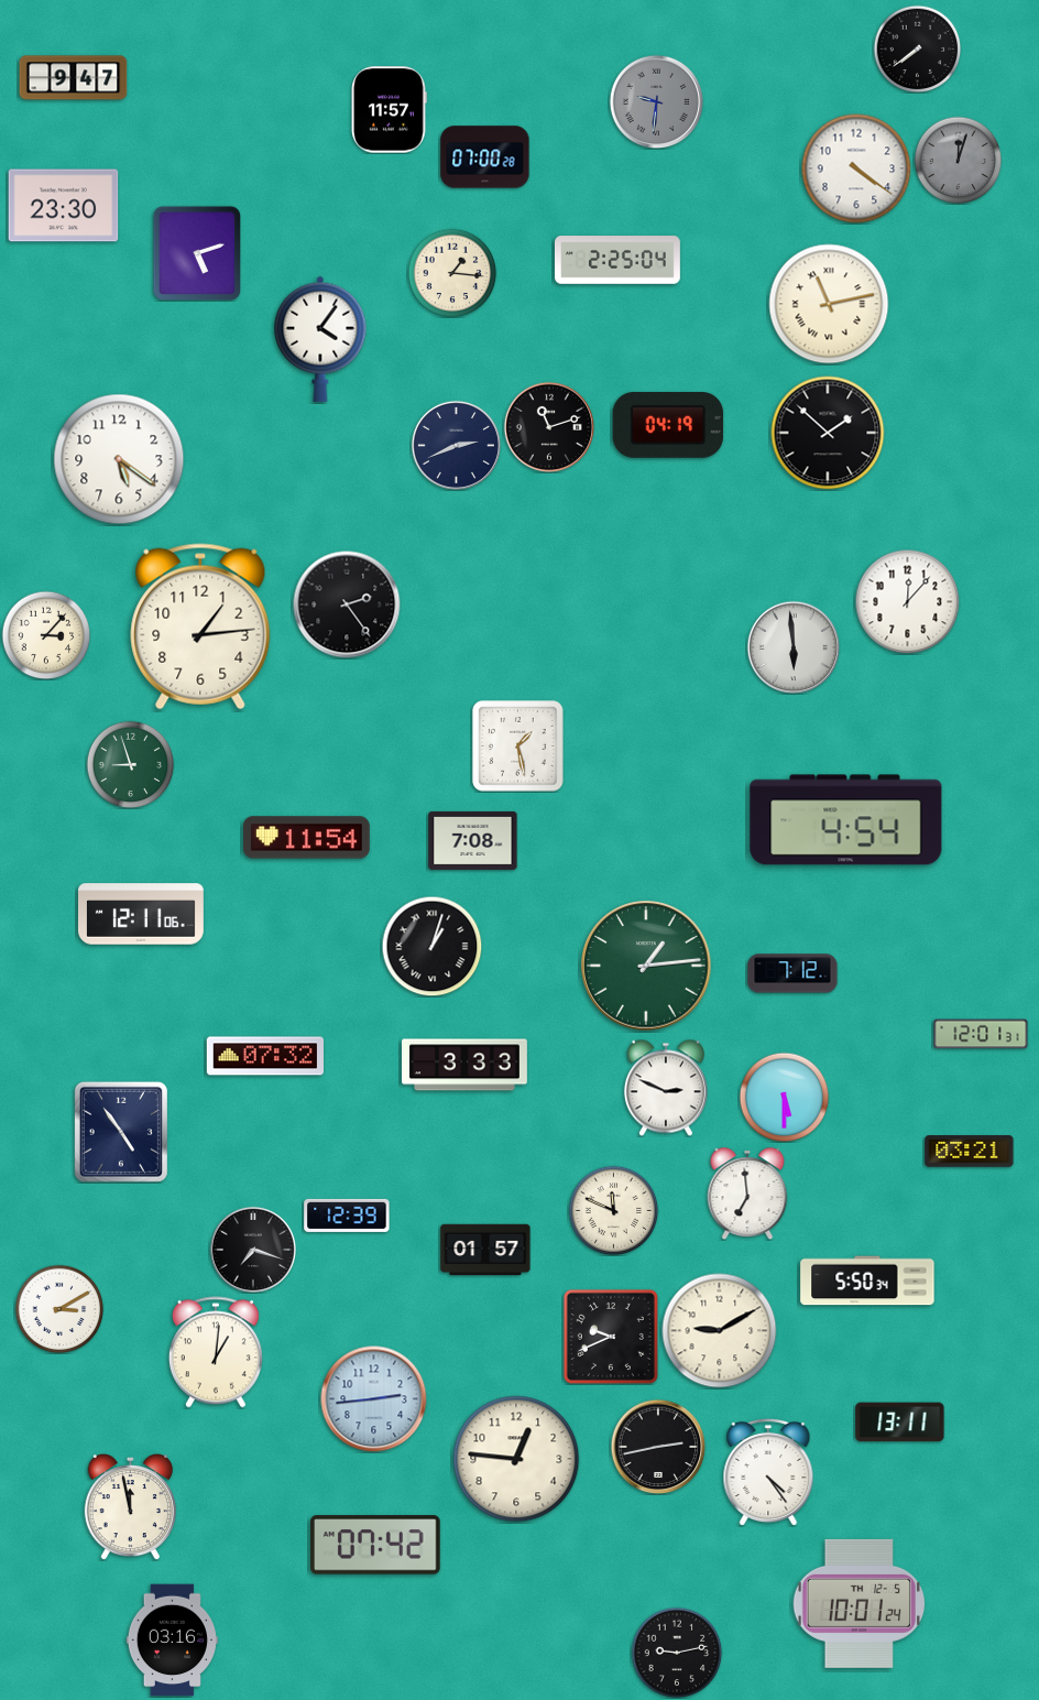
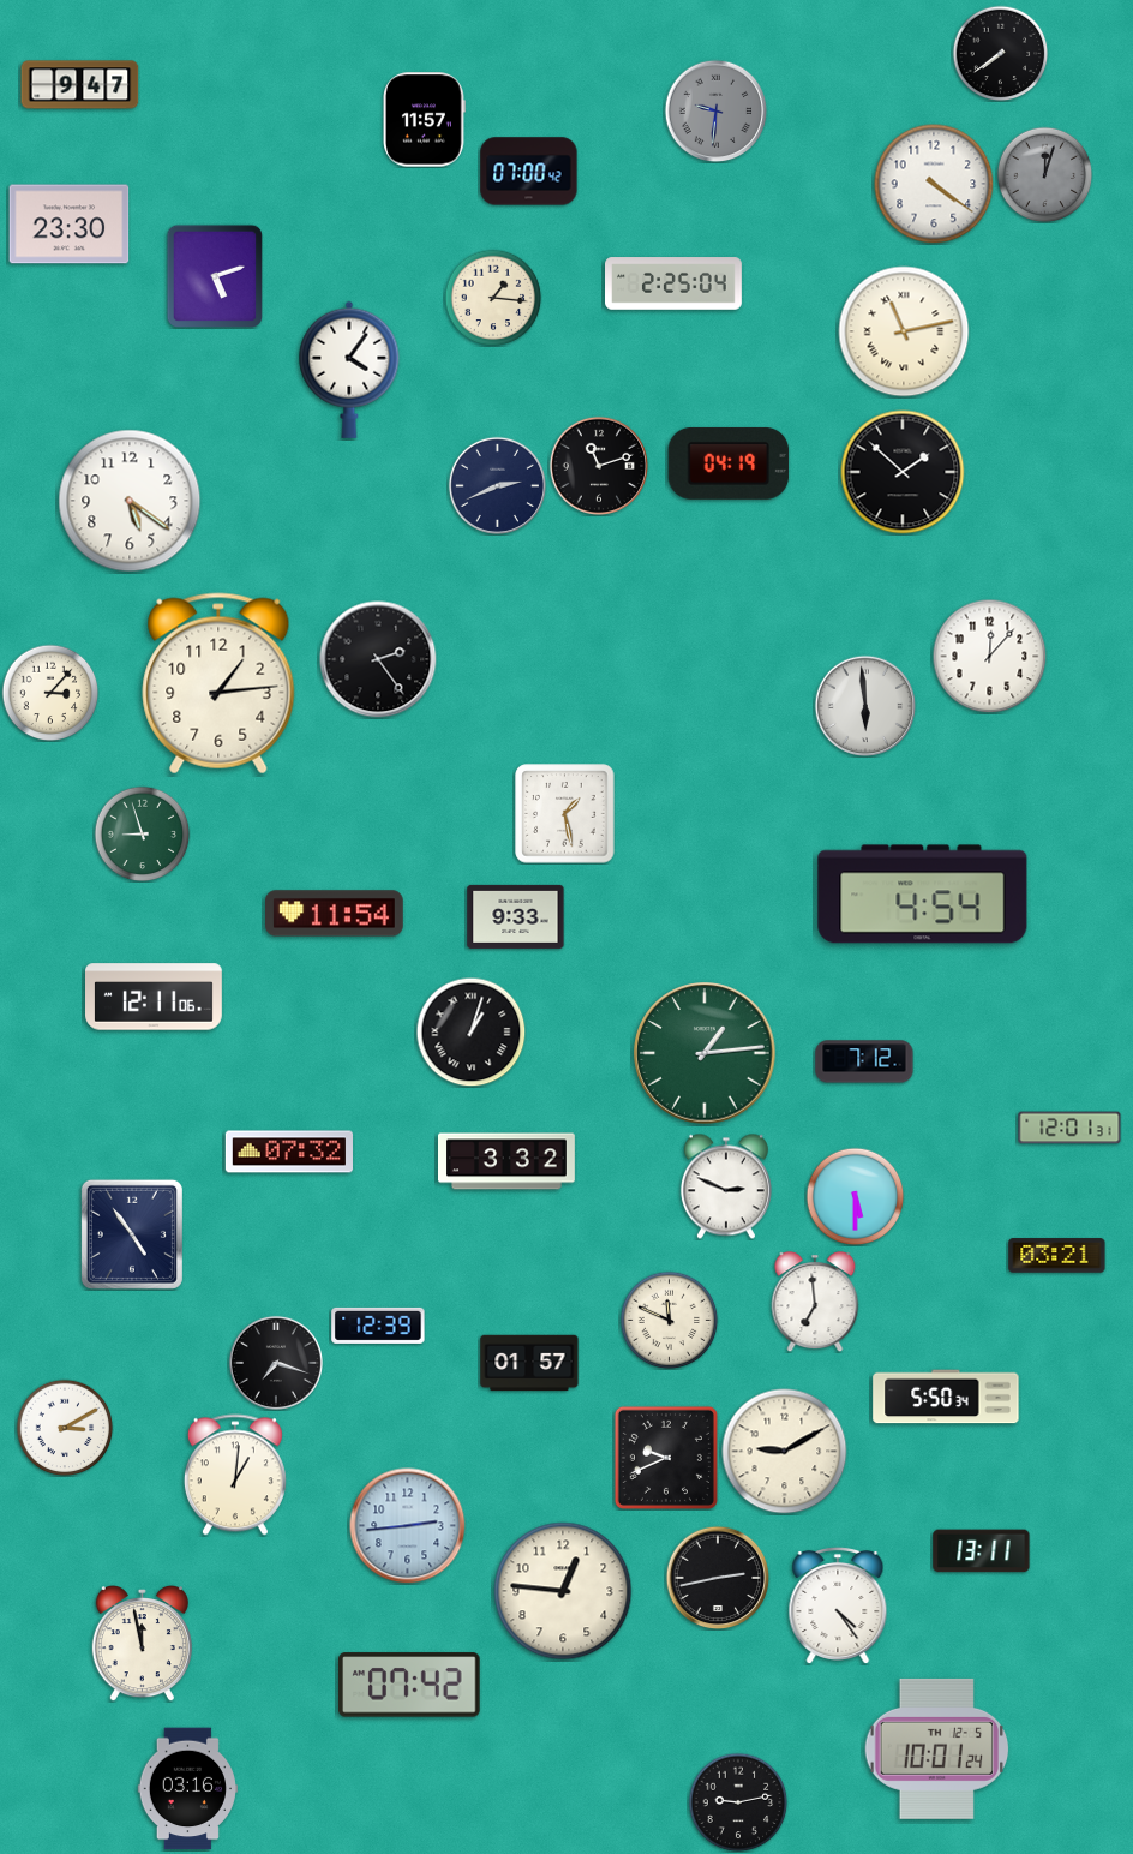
clock at (485, 157): 07:00:28 -> 07:00:42
clock at (473, 840): 7:08 -> 9:33
clock at (466, 1065): 3:33 -> 3:32
